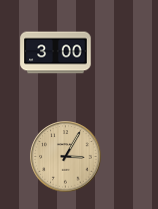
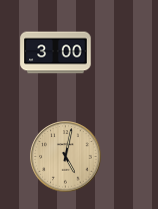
clock at (66, 157): 3:05 -> 5:02
